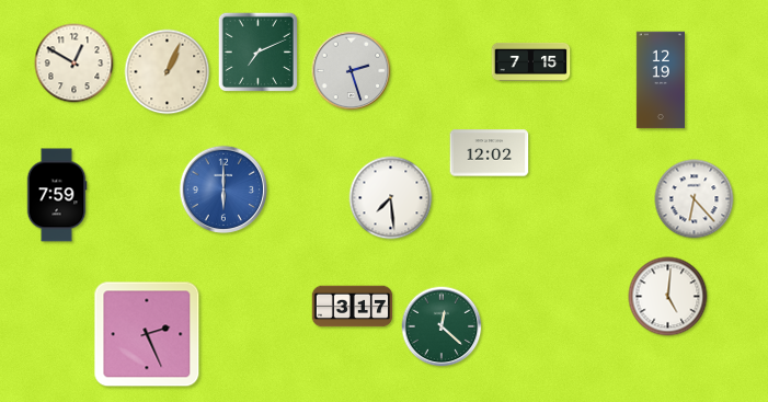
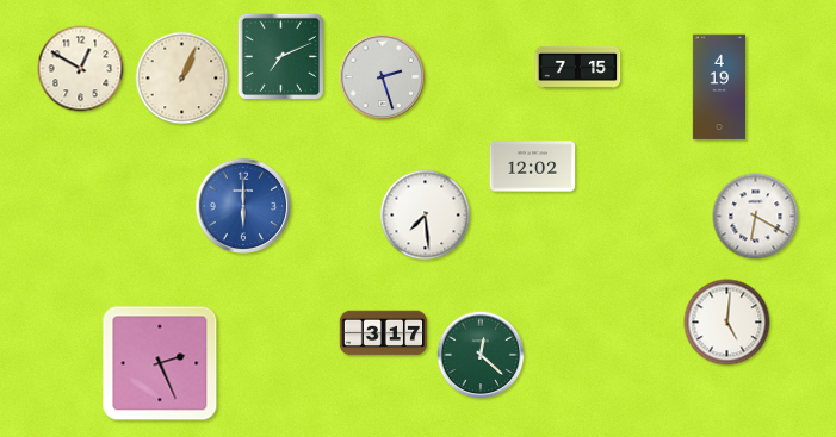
clock at (660, 80): 12:19 -> 4:19
clock at (57, 195): 7:59 -> none
clock at (695, 199): 6:23 -> 6:20
